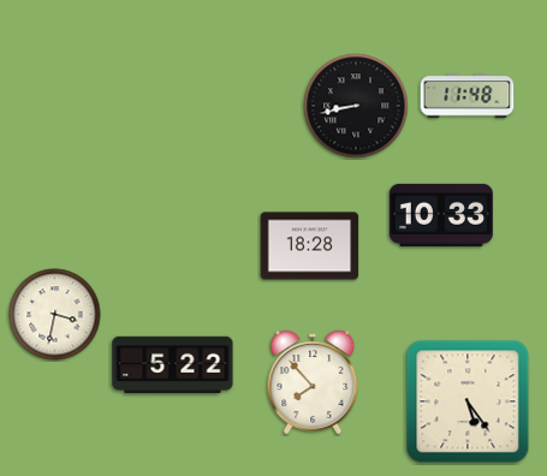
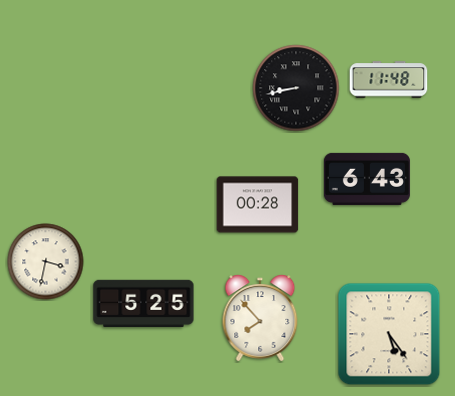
clock at (441, 215): 10:33 -> 6:43
clock at (310, 246): 18:28 -> 00:28
clock at (173, 365): 5:22 -> 5:25
